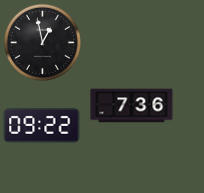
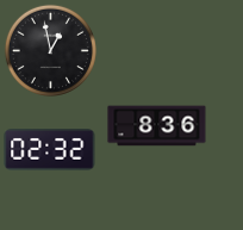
clock at (132, 106): 7:36 -> 8:36
clock at (42, 126): 09:22 -> 02:32
